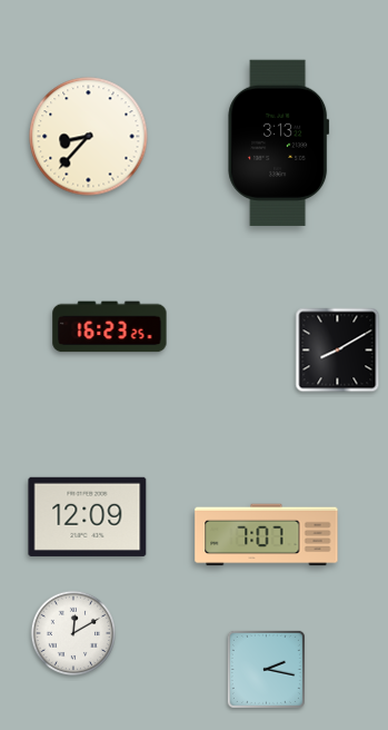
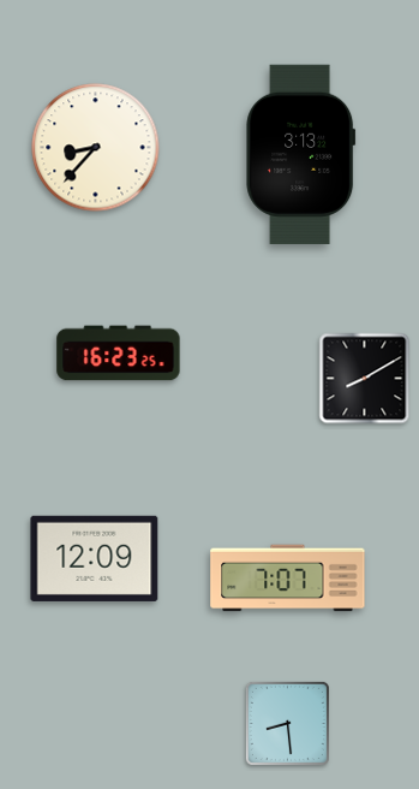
clock at (73, 633): 12:10 -> none
clock at (266, 669): 2:17 -> 8:29
